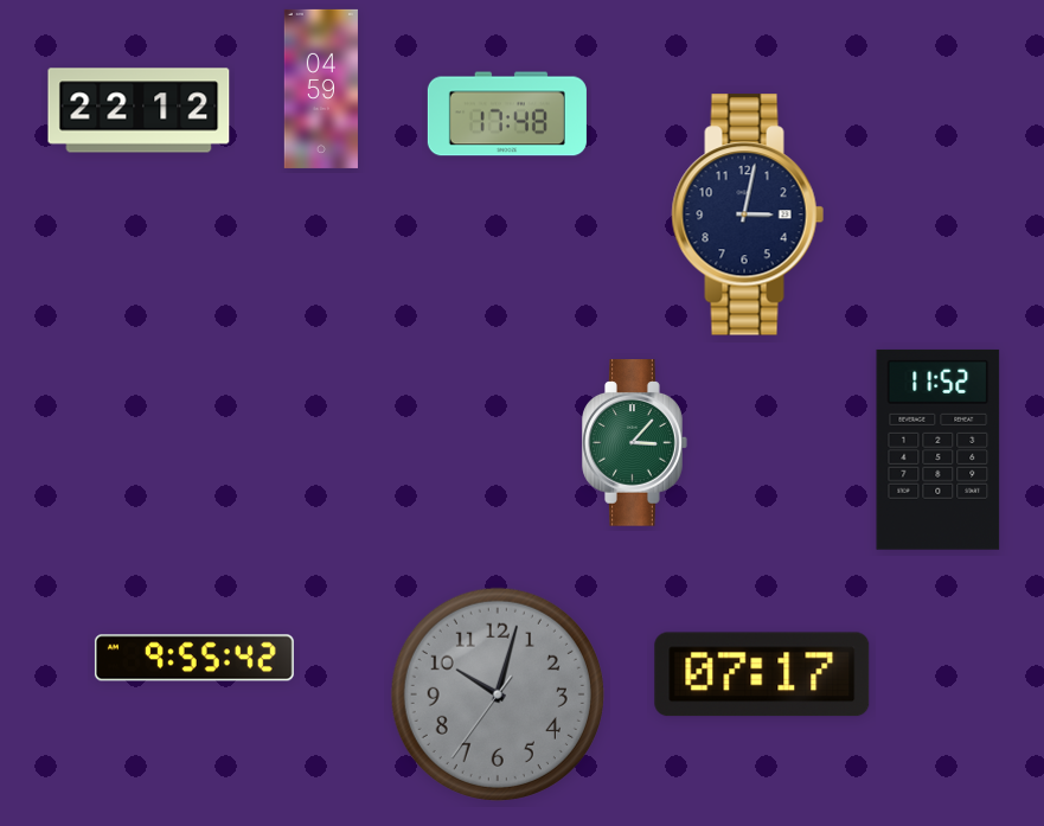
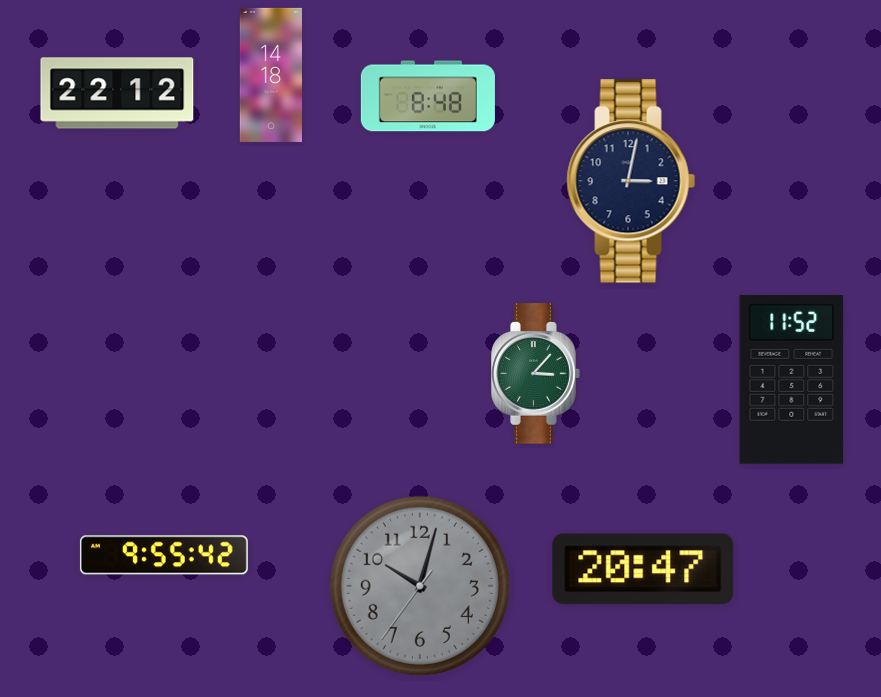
clock at (321, 89): 04:59 -> 14:18
clock at (507, 114): 17:48 -> 8:48
clock at (762, 674): 07:17 -> 20:47
